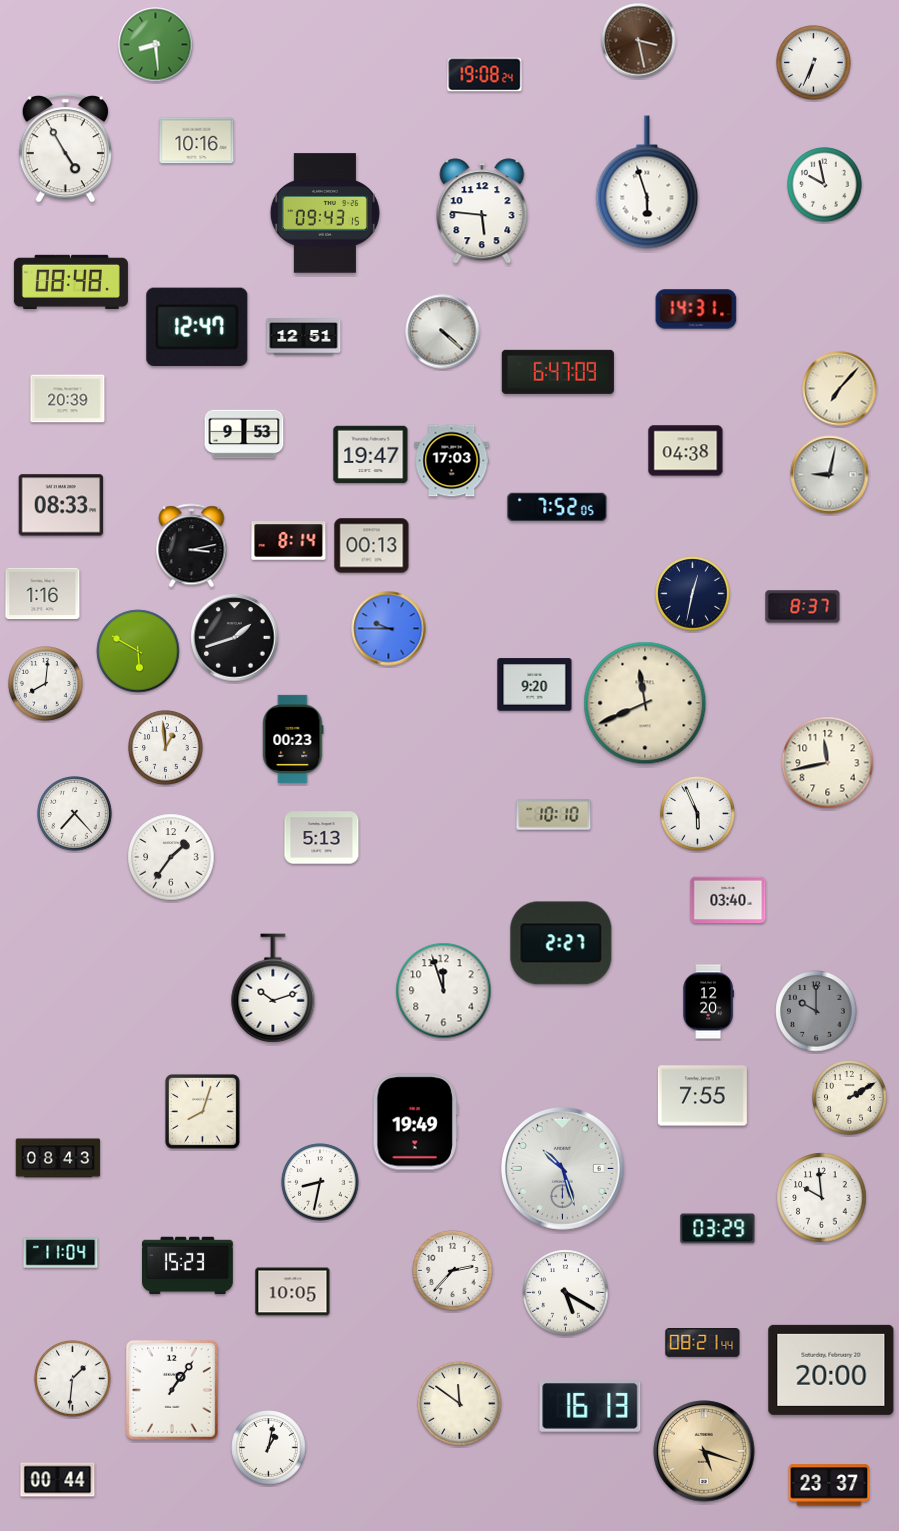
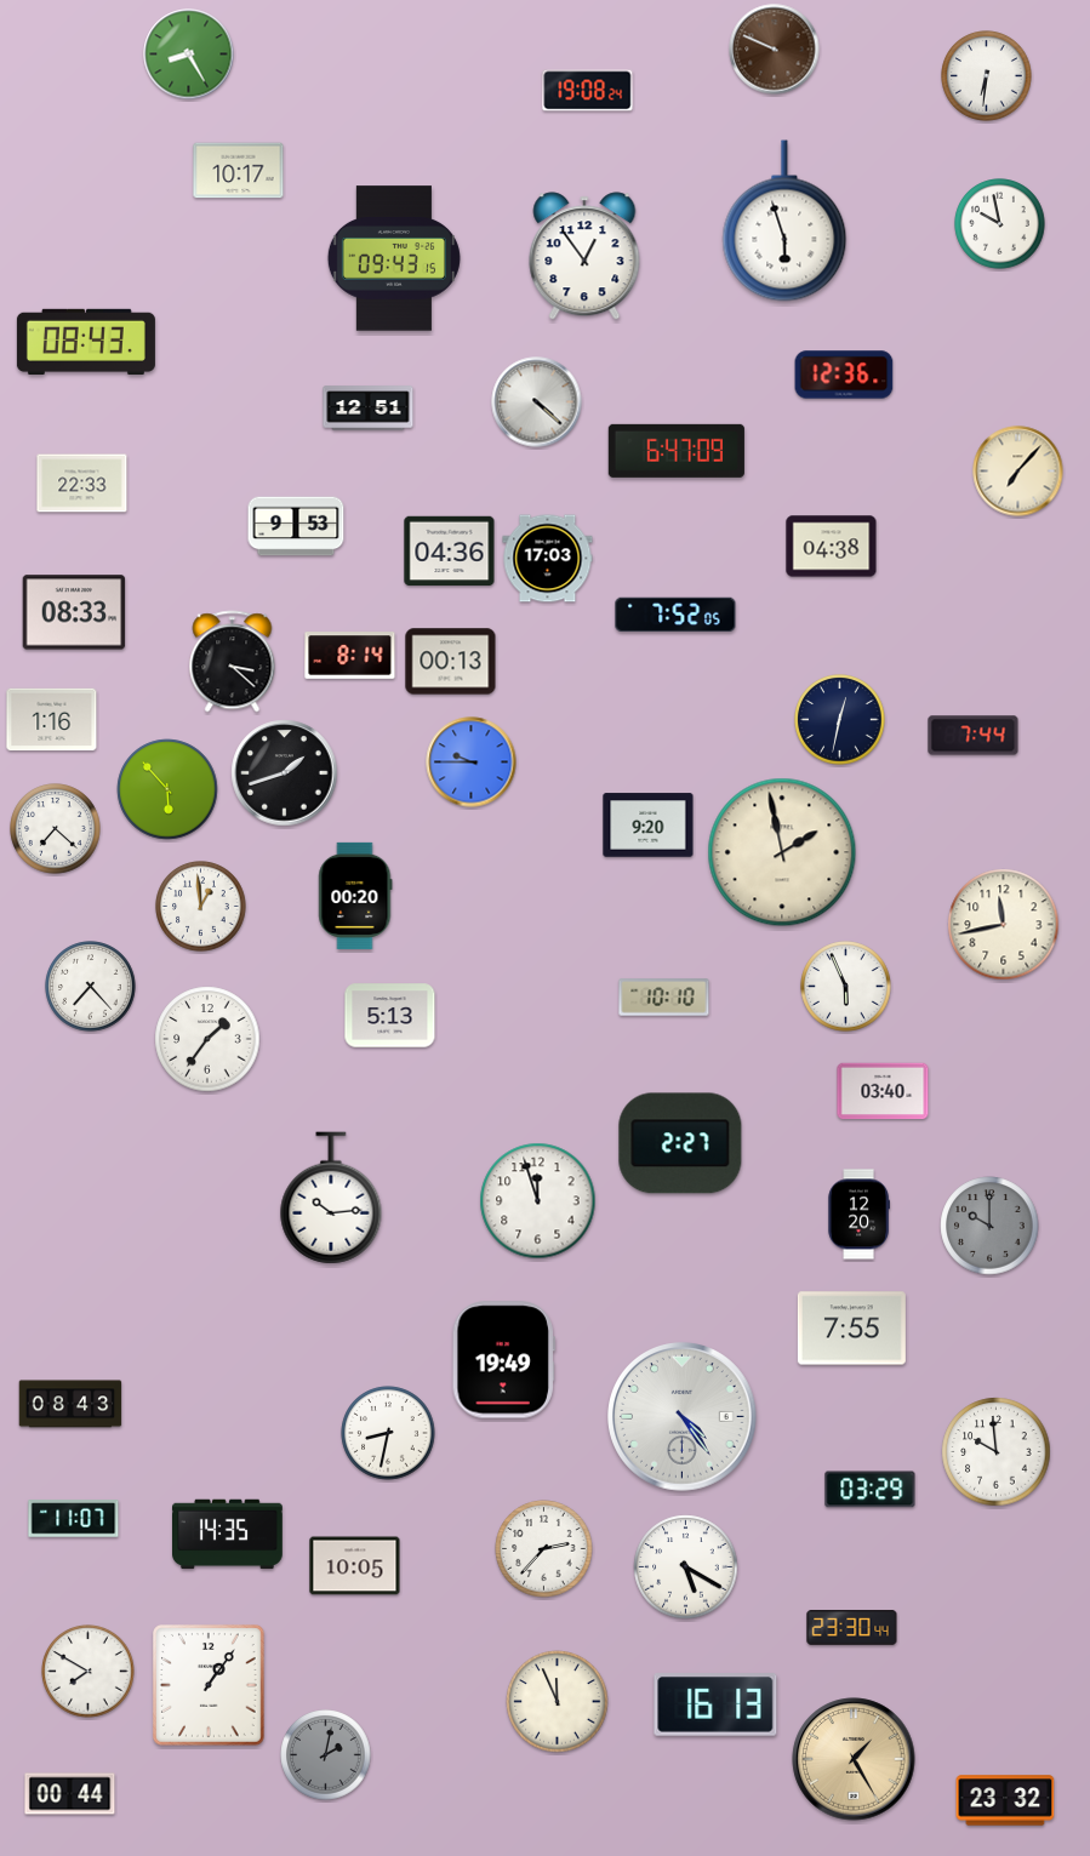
clock at (639, 41): 3:28 -> 9:49
clock at (156, 45): 8:29 -> 8:25
clock at (814, 63): 6:34 -> 6:31
clock at (197, 141): 10:16 -> 10:17
clock at (65, 148): 4:55 -> none
clock at (482, 211): 5:46 -> 12:54
clock at (71, 281): 08:48 -> 08:43
clock at (696, 309): 14:31 -> 12:36
clock at (197, 327): 12:47 -> none
clock at (68, 399): 20:39 -> 22:33
clock at (371, 455): 19:47 -> 04:36
clock at (830, 475): 9:02 -> none
clock at (192, 546): 3:13 -> 3:22
clock at (803, 607): 8:37 -> 7:44
clock at (138, 651): 5:50 -> 5:53
clock at (46, 684): 8:01 -> 7:22
clock at (535, 685) position: (535, 685) -> (649, 826)
clock at (645, 703): 11:41 -> 1:58
clock at (293, 739): 00:23 -> 00:20
clock at (554, 815) position: (554, 815) -> (664, 998)
clock at (273, 988): 10:12 -> 10:14
clock at (850, 1098): 2:10 -> none
clock at (202, 1111): 8:03 -> none
clock at (563, 1169): 10:27 -> 4:24
clock at (61, 1253): 11:04 -> 11:07
clock at (188, 1266): 15:23 -> 14:35
clock at (453, 1271) position: (453, 1271) -> (544, 1549)
clock at (703, 1343): 08:21 -> 23:30
clock at (831, 1370): 20:00 -> none
clock at (73, 1379): 1:31 -> 7:50
clock at (460, 1404): 11:51 -> 11:56
clock at (269, 1448): 1:02 -> 2:02
clock at (269, 1448) dial: white -> grey
clock at (704, 1451): 5:18 -> 1:25
clock at (829, 1485): 23:37 -> 23:32
